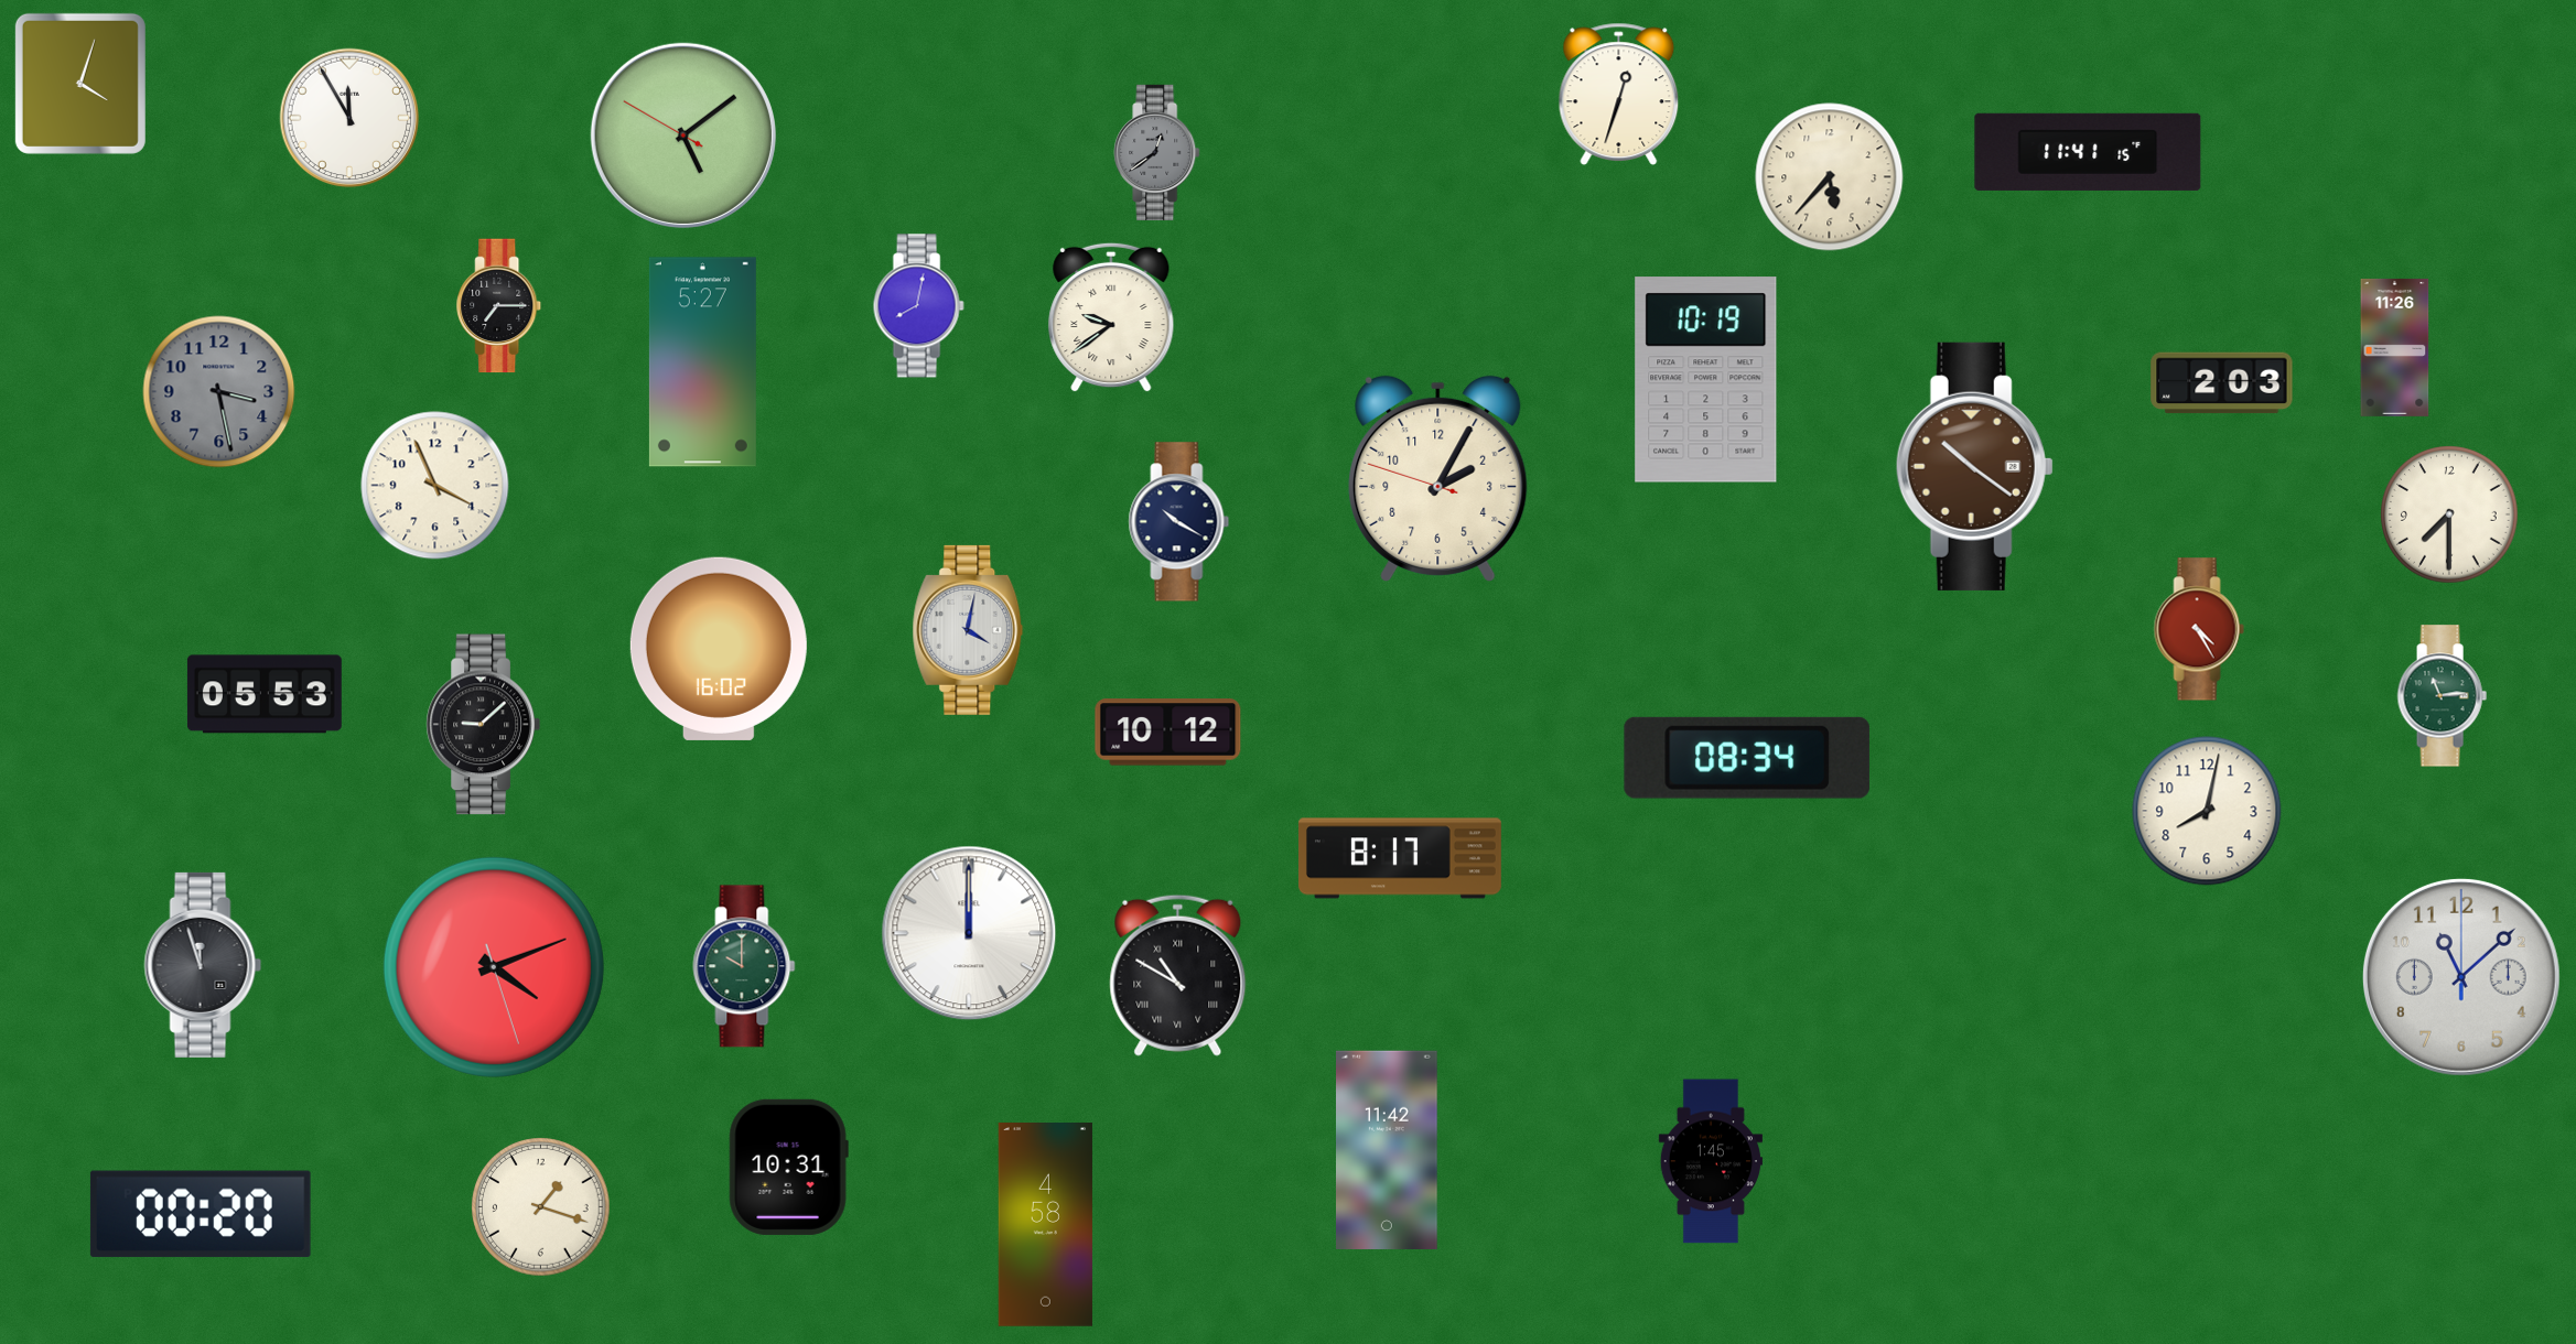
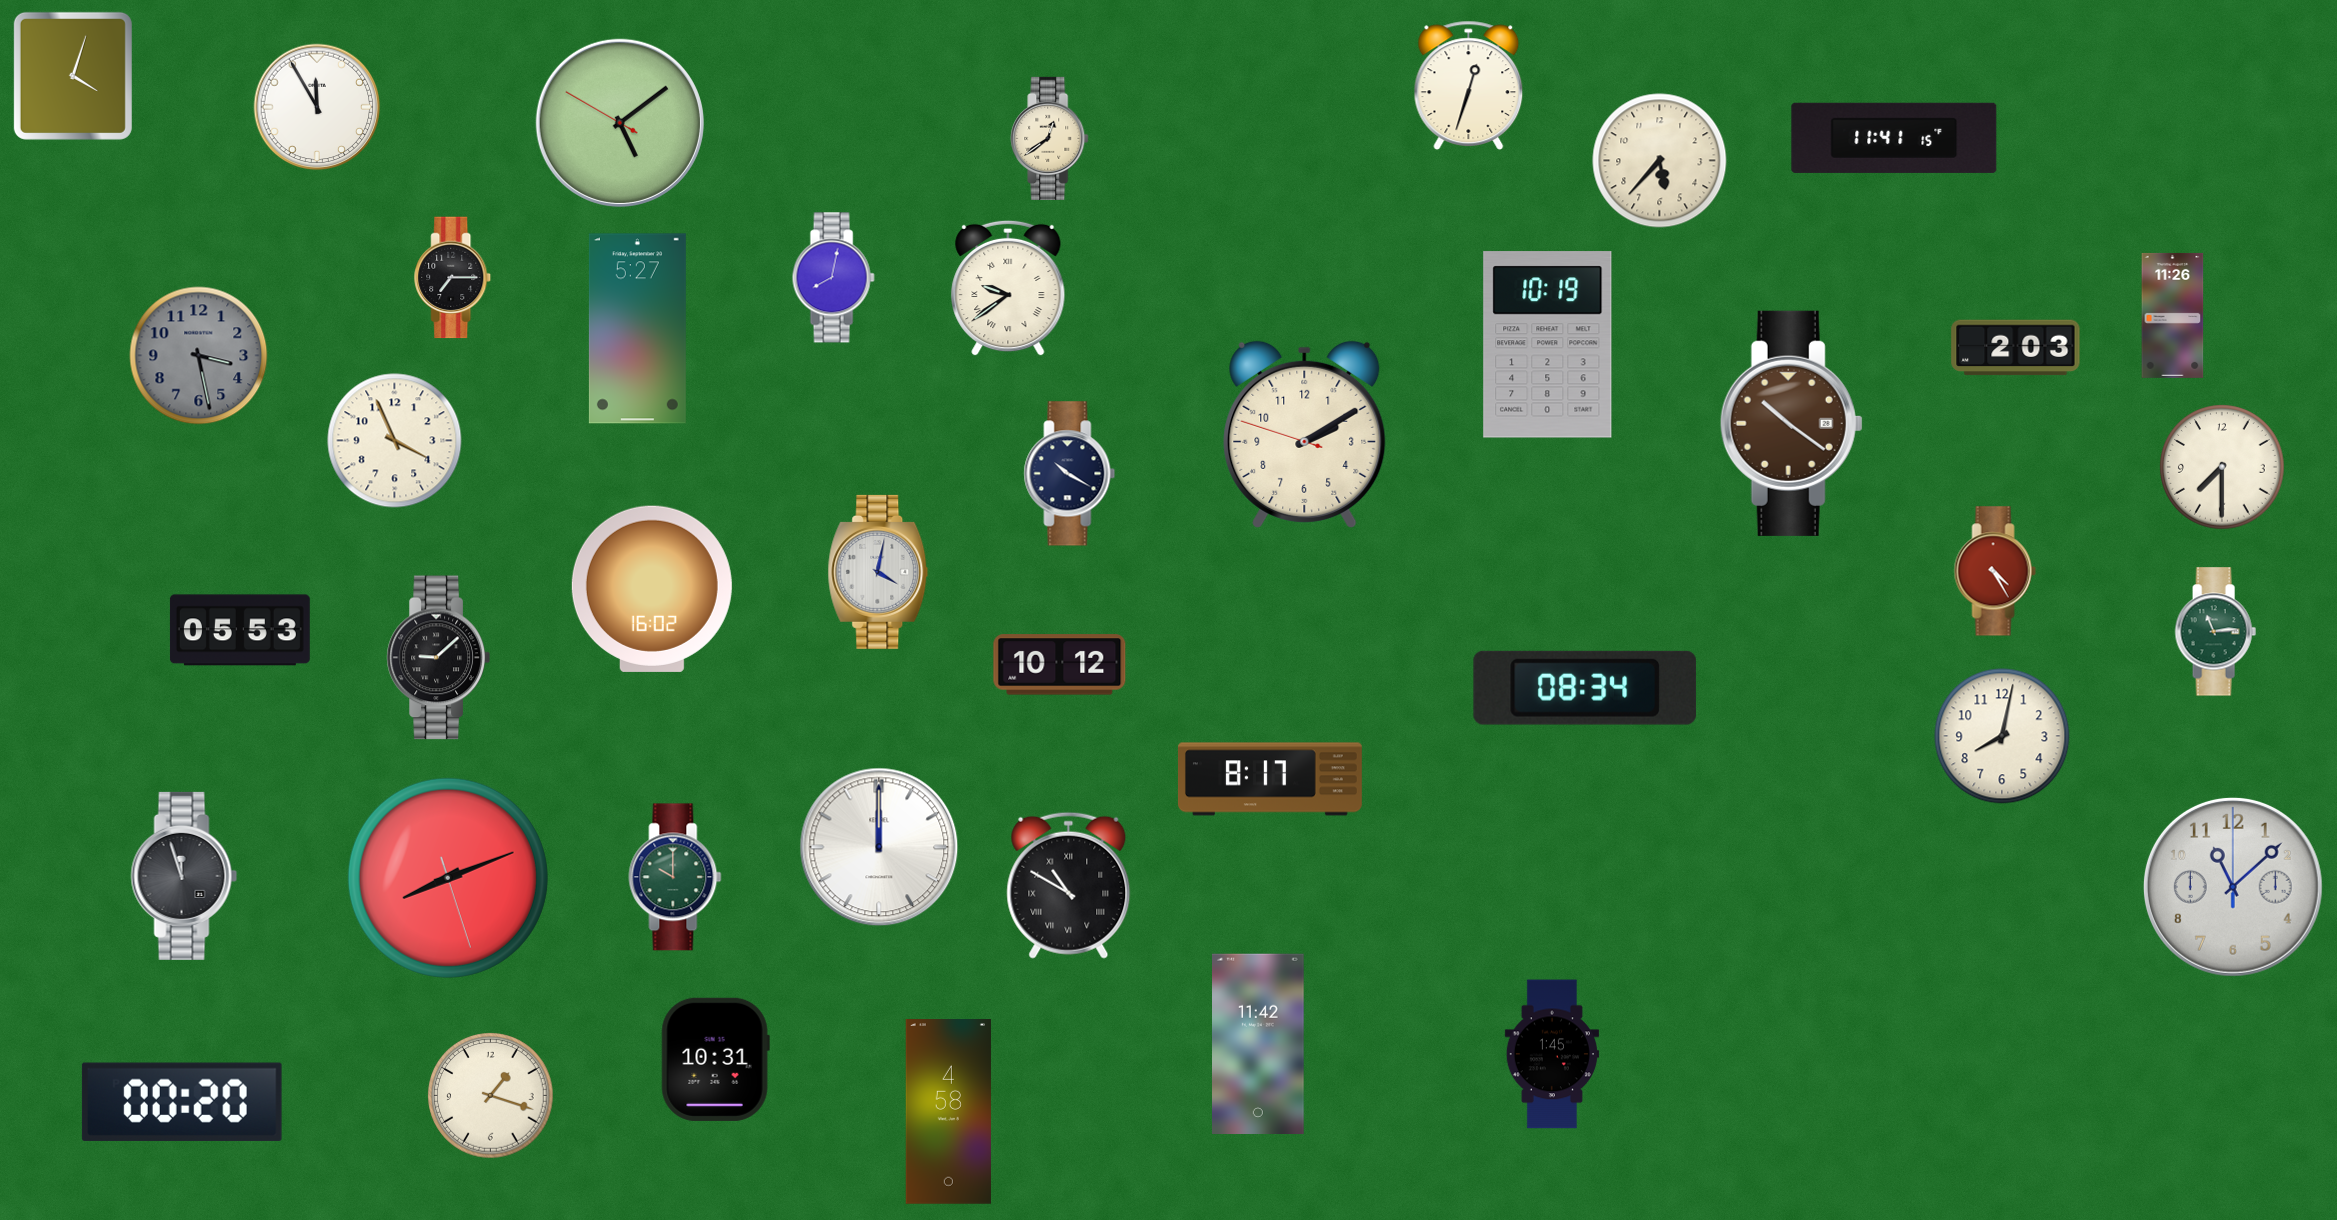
clock at (1157, 152) dial: grey -> cream
clock at (1438, 478): 2:04 -> 2:09
clock at (494, 967): 4:11 -> 8:11
